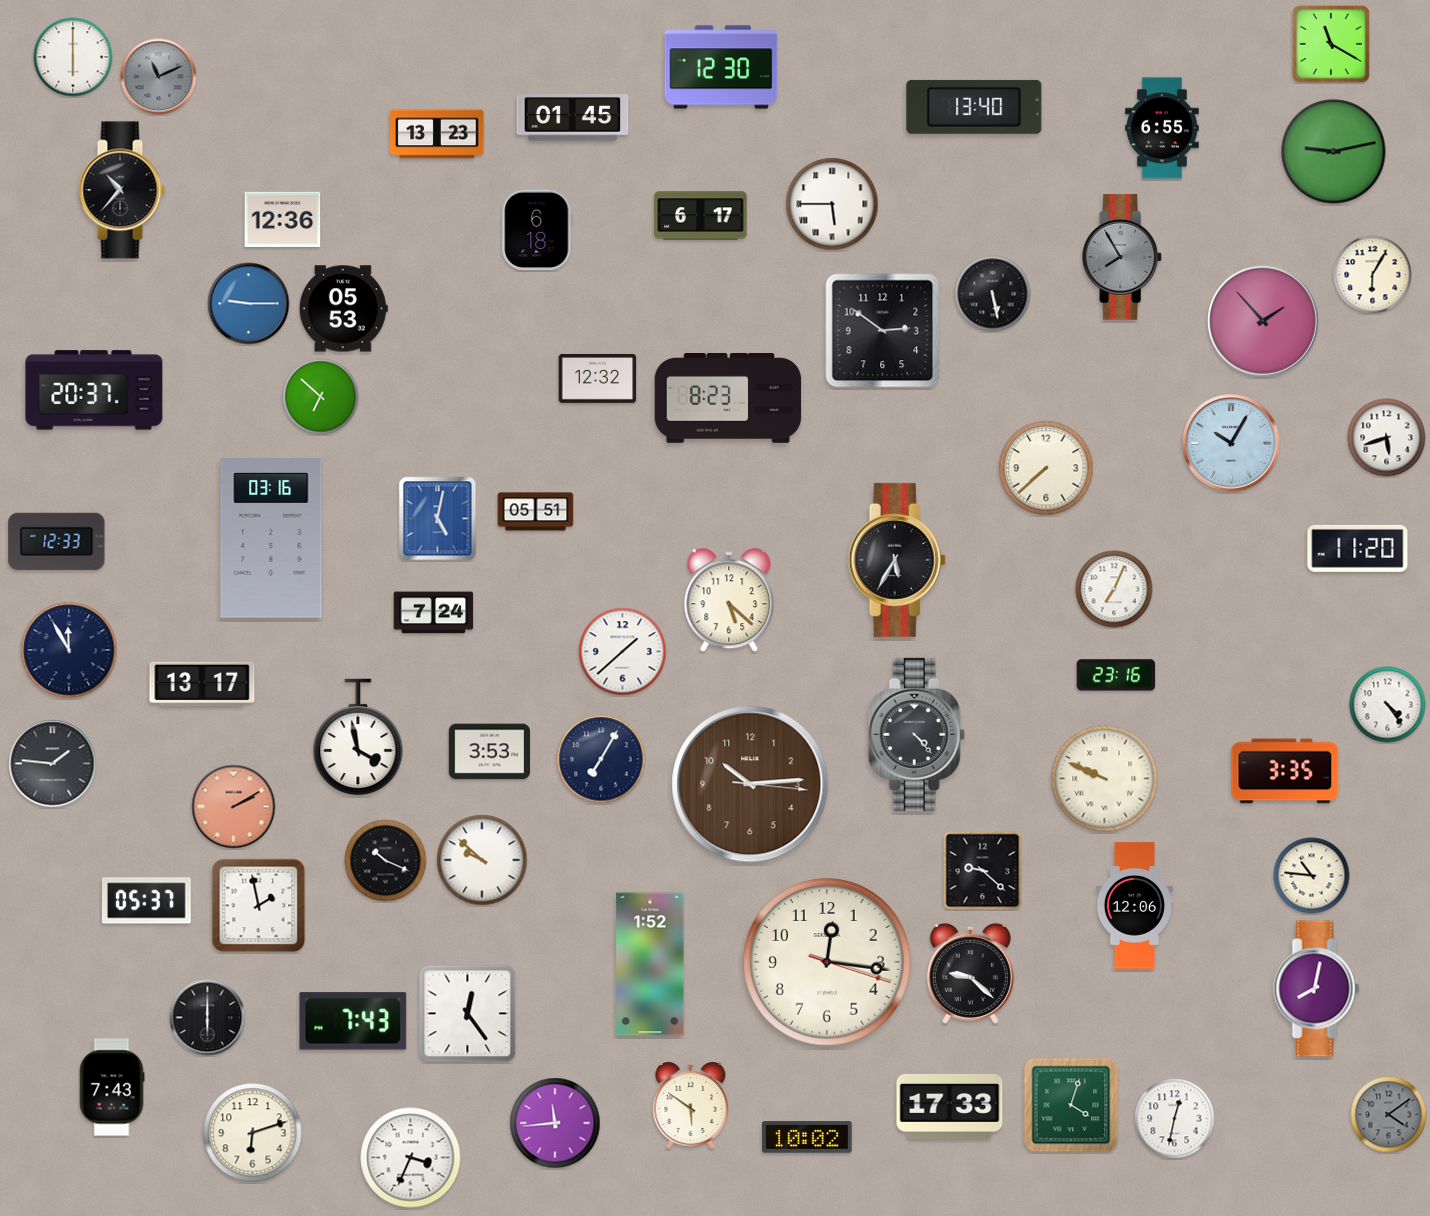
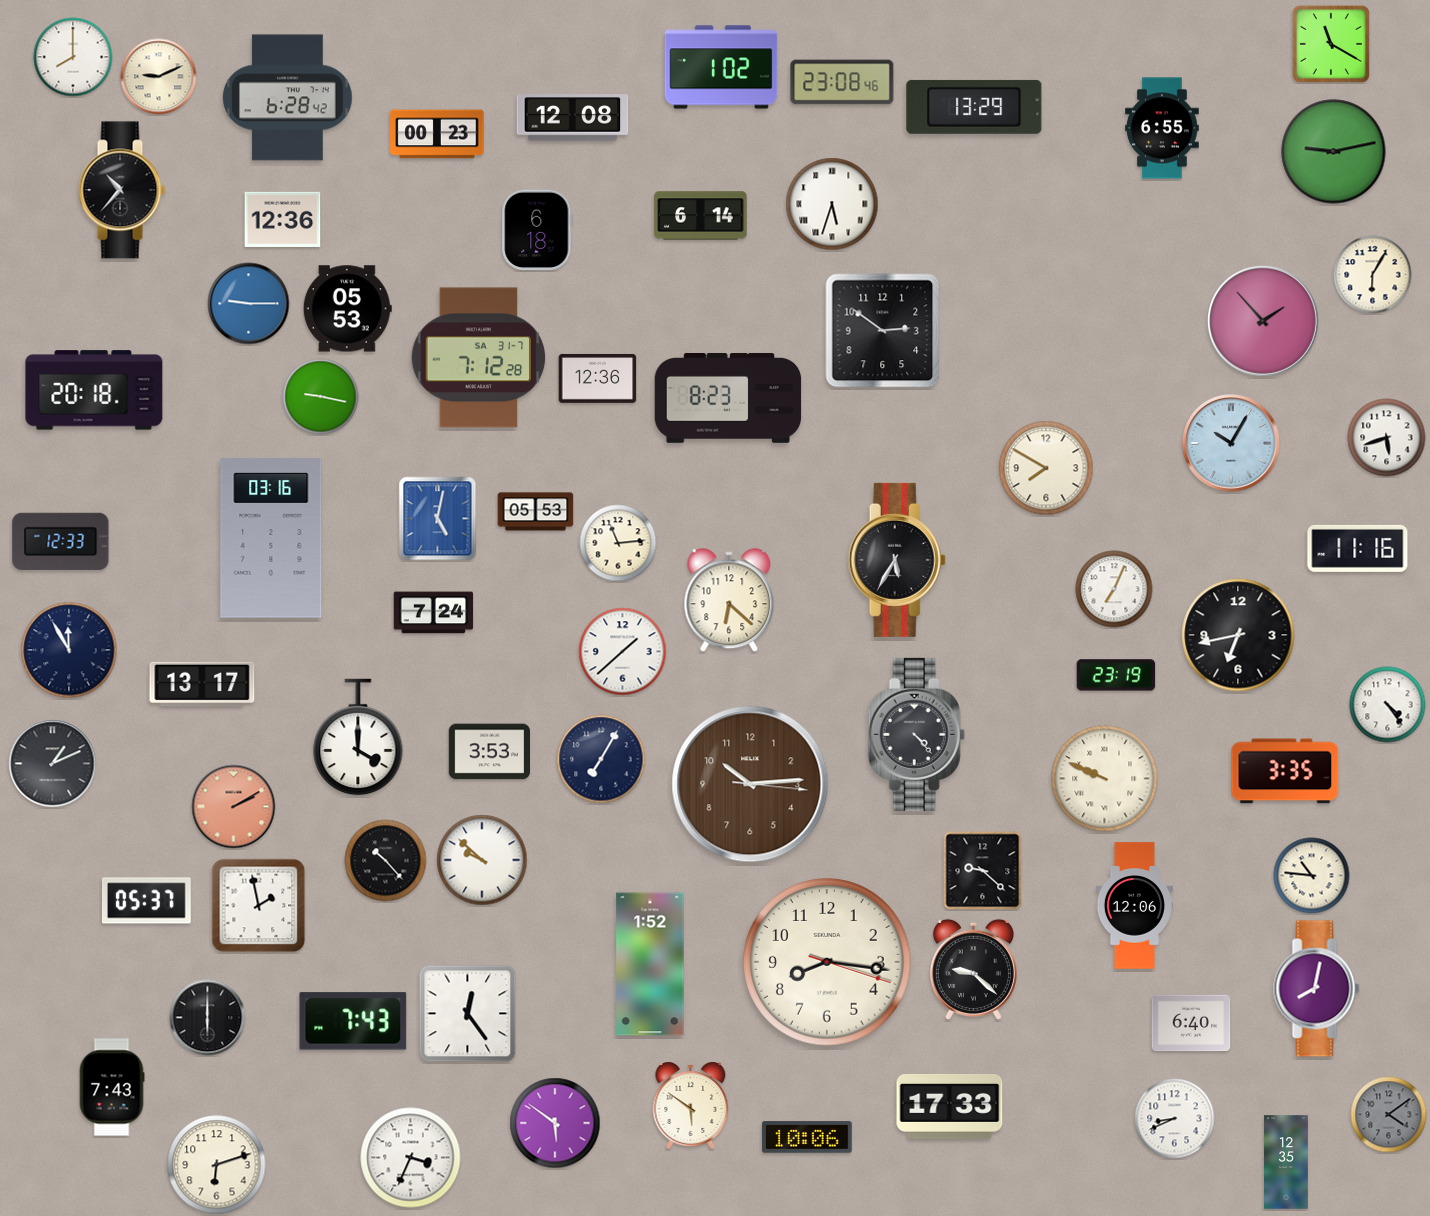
clock at (73, 57): 6:00 -> 8:00
clock at (721, 67): 12:30 -> 1:02
clock at (159, 77): 11:11 -> 9:11
clock at (159, 77) dial: grey -> cream
clock at (842, 82): none -> 23:08
clock at (288, 98): none -> 6:28
clock at (974, 107): 13:40 -> 13:29
clock at (573, 118): 01:45 -> 12:08
clock at (437, 134): 13:23 -> 00:23
clock at (832, 204): 5:45 -> 5:33
clock at (701, 216): 6:17 -> 6:14
clock at (1123, 257): 7:55 -> none
clock at (993, 294): 5:28 -> none
clock at (343, 309) position: (343, 309) -> (347, 309)
clock at (479, 358): none -> 7:12
clock at (598, 379): 12:32 -> 12:36
clock at (94, 390): 20:37 -> 20:18
clock at (321, 397): 6:52 -> 9:17
clock at (1046, 468): 7:38 -> 7:50
clock at (536, 512): 05:51 -> 05:53
clock at (57, 541) position: (57, 541) -> (61, 541)
clock at (618, 543): none -> 11:14
clock at (1358, 548): 11:20 -> 11:16
clock at (729, 601): 5:22 -> 6:22
clock at (1238, 635): none -> 6:43
clock at (1116, 675): 23:16 -> 23:19
clock at (358, 737): 3:58 -> 4:00
clock at (53, 764): 1:46 -> 1:11
clock at (386, 861): 10:19 -> 10:23
clock at (827, 962): 12:16 -> 8:16
clock at (970, 973) position: (970, 973) -> (973, 969)
clock at (1191, 1023): none -> 6:40
clock at (1071, 1105): 4:03 -> none
clock at (1175, 1119): 12:32 -> 8:41
clock at (555, 1123): 11:44 -> 5:51
clock at (253, 1133) position: (253, 1133) -> (217, 1165)
clock at (807, 1137): 10:02 -> 10:06
clock at (1287, 1162): none -> 12:35
